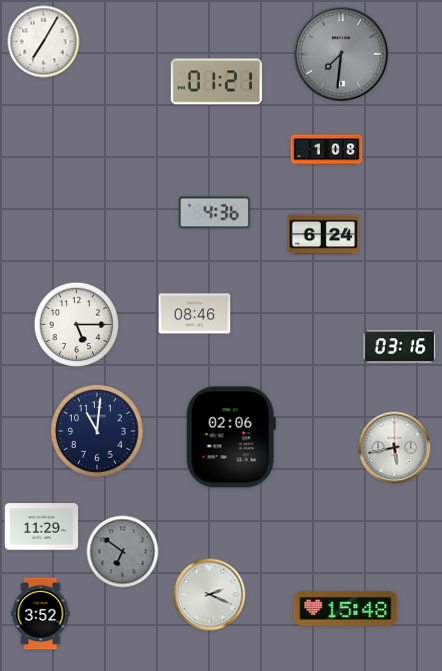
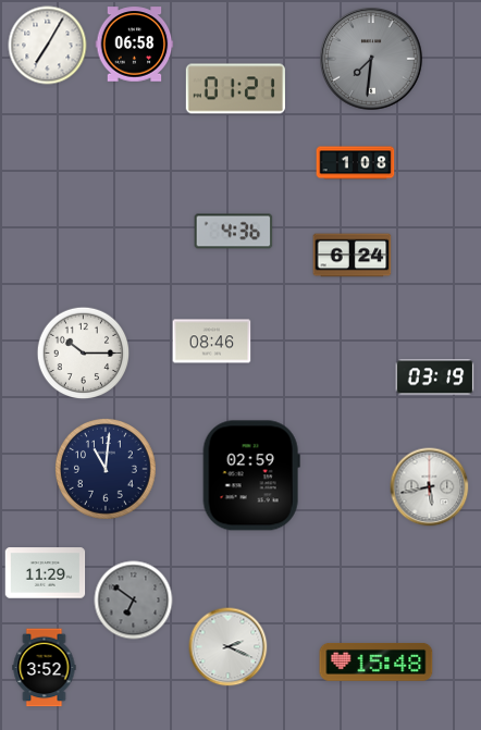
clock at (135, 45): none -> 06:58
clock at (77, 325): 5:15 -> 10:15
clock at (400, 347): 03:16 -> 03:19
clock at (231, 437): 02:06 -> 02:59
